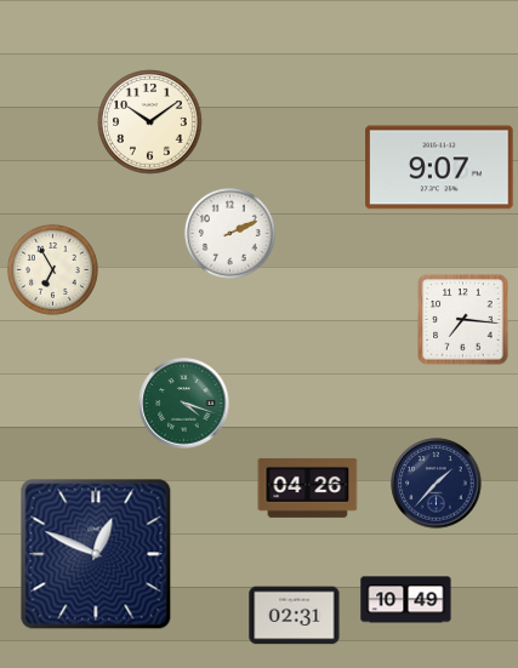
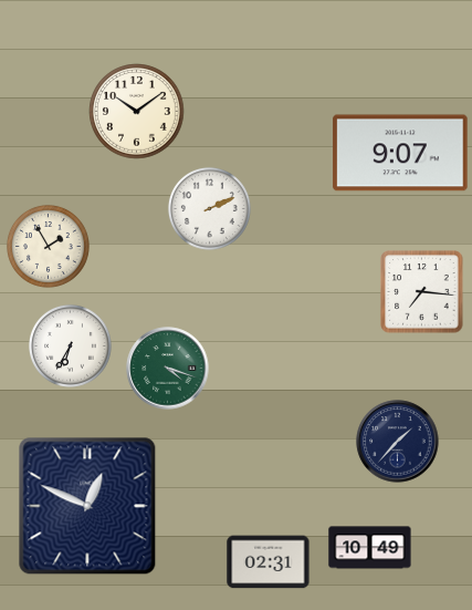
clock at (229, 233) position: (229, 233) -> (209, 208)
clock at (52, 269): 6:55 -> 1:55
clock at (70, 345): none -> 6:35
clock at (308, 487): 04:26 -> none
